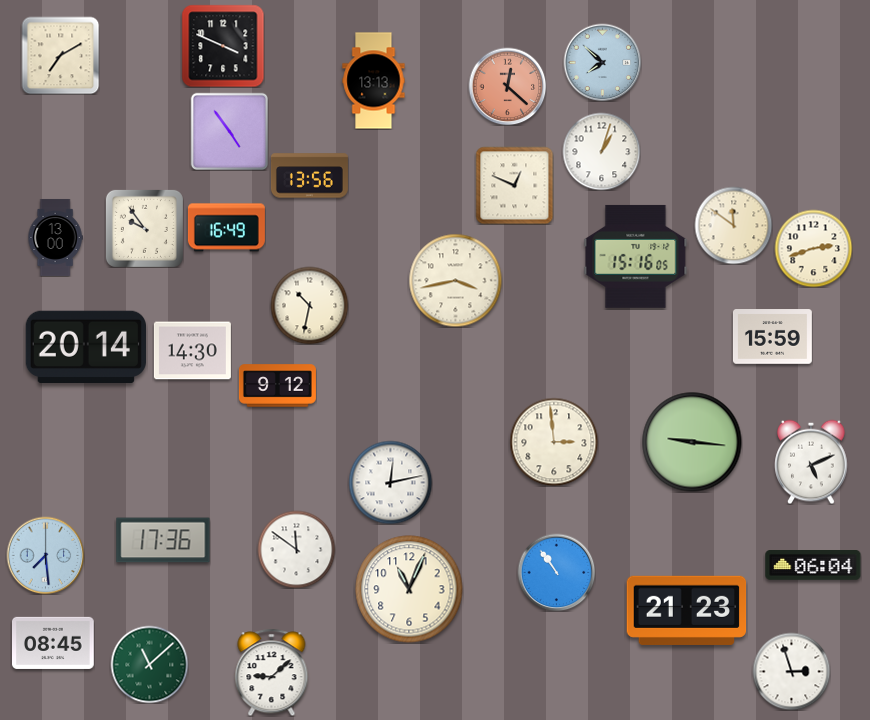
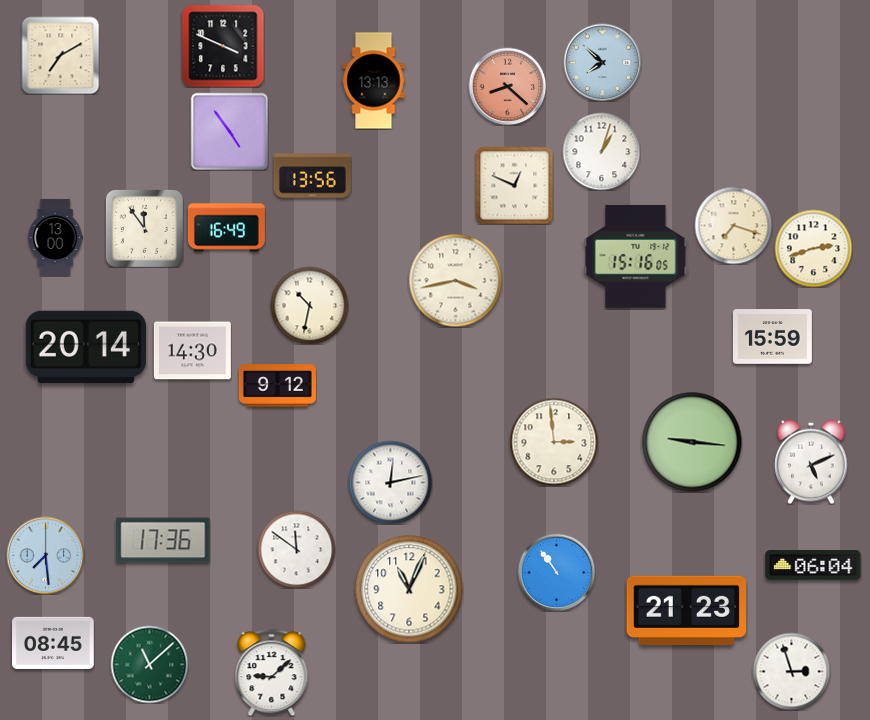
clock at (507, 86): 12:22 -> 8:22
clock at (309, 176) position: (309, 176) -> (312, 176)
clock at (733, 225): 11:51 -> 7:18
clock at (144, 228): 9:54 -> 11:54
